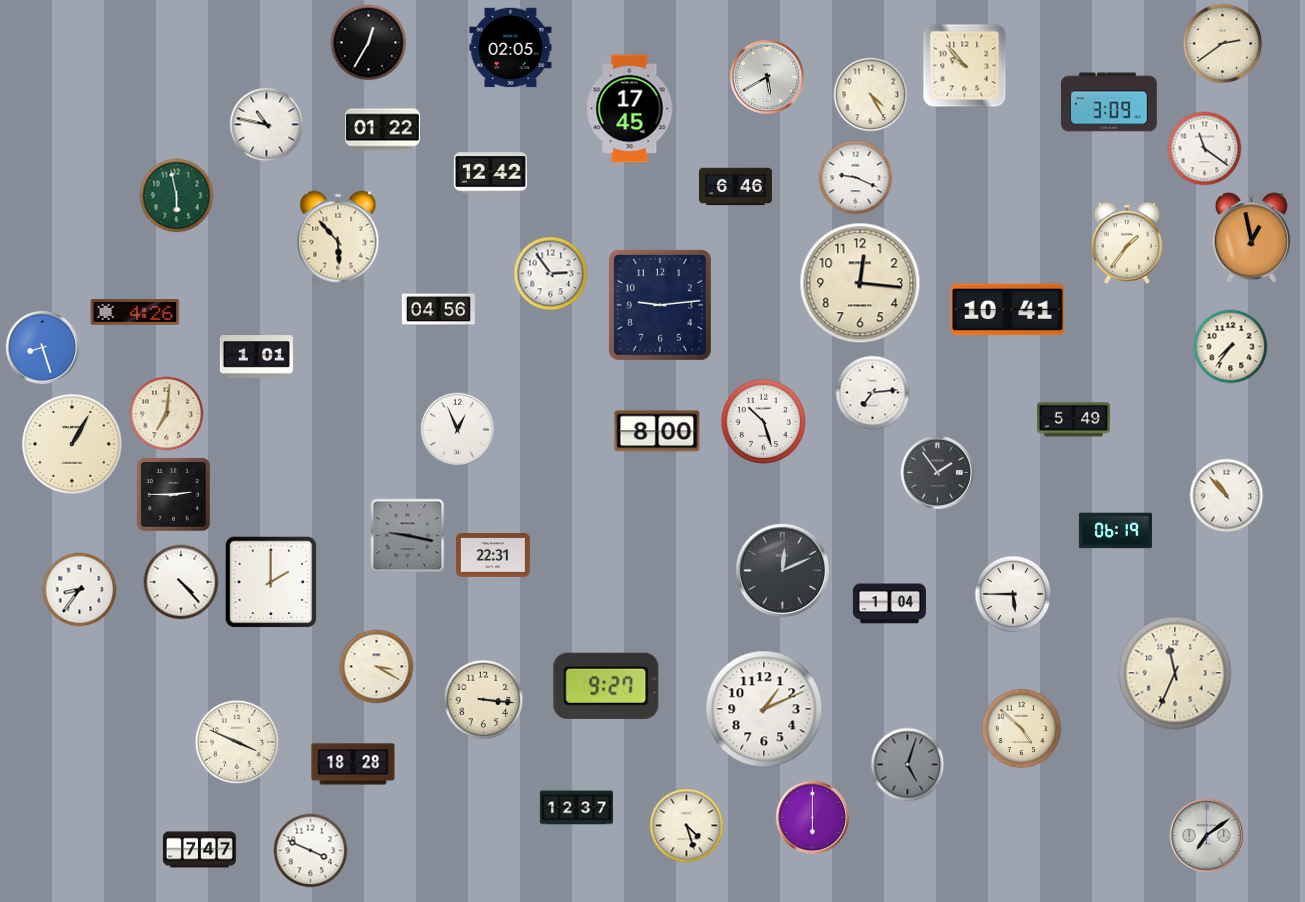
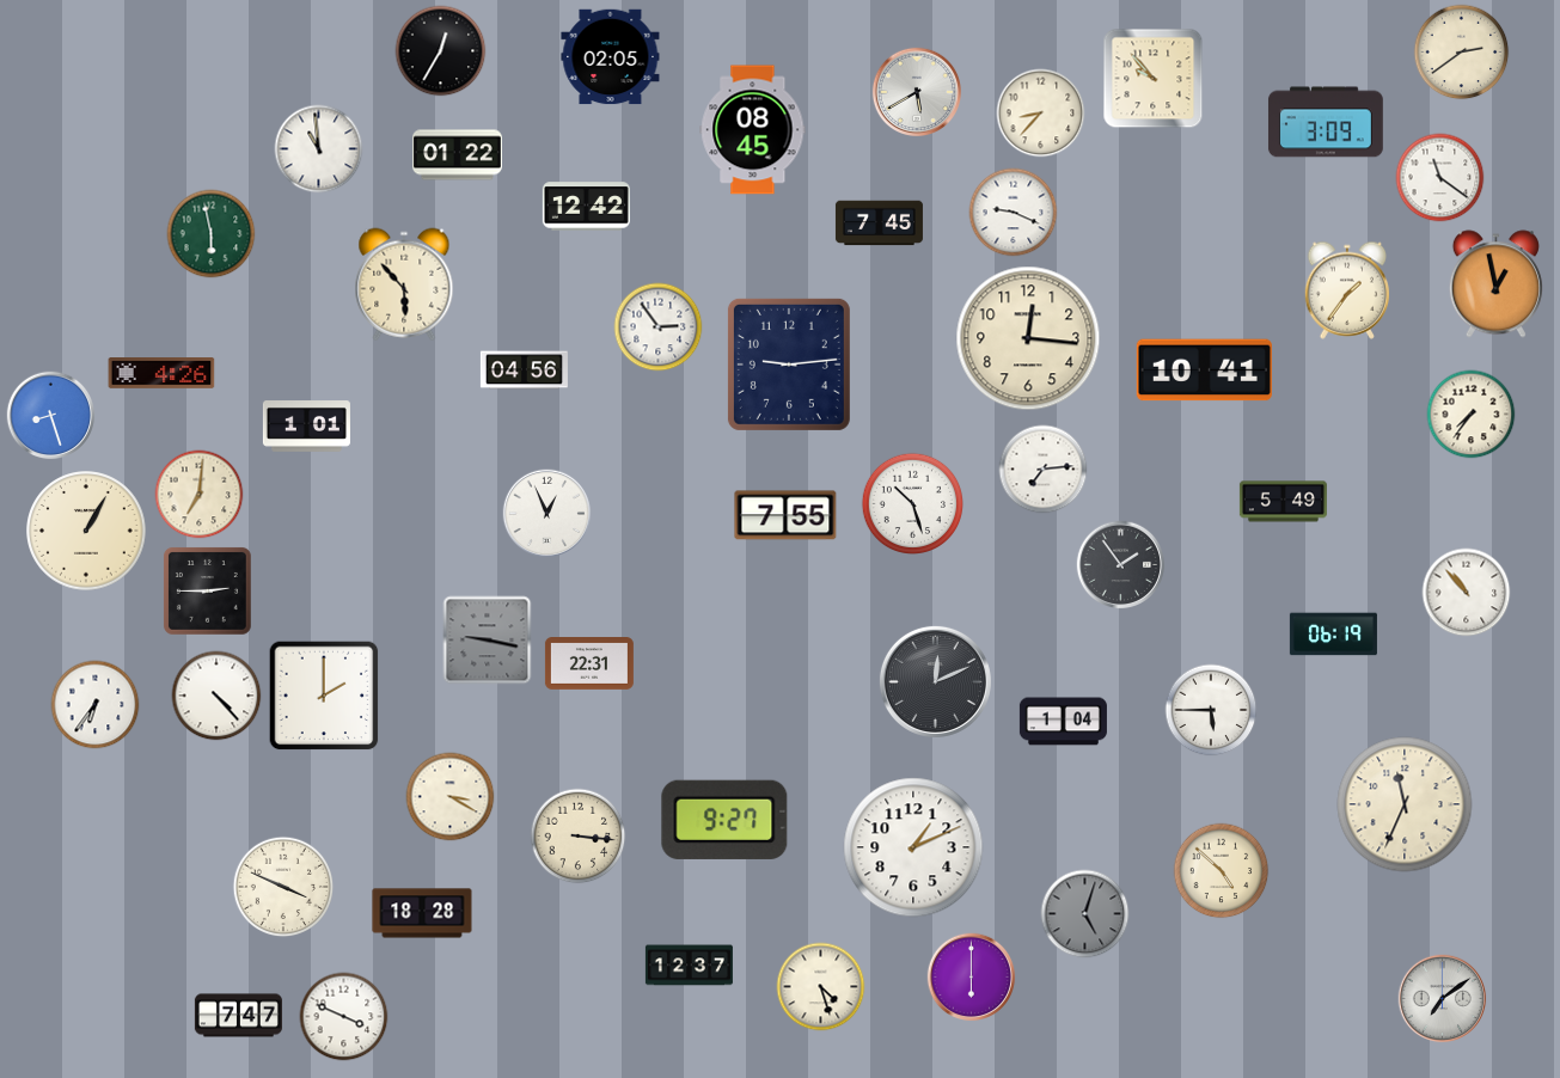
clock at (871, 95): 4:25 -> 8:37
clock at (630, 109): 17:45 -> 08:45
clock at (267, 125): 10:47 -> 10:59
clock at (856, 178) position: (856, 178) -> (1014, 213)
clock at (735, 187): 6:46 -> 7:45
clock at (657, 431): 8:00 -> 7:55
clock at (80, 590): 8:36 -> 6:36
clock at (311, 851) position: (311, 851) -> (344, 1017)
